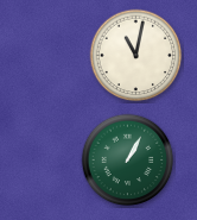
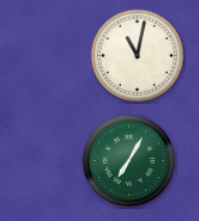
clock at (128, 161): 1:05 -> 7:05
